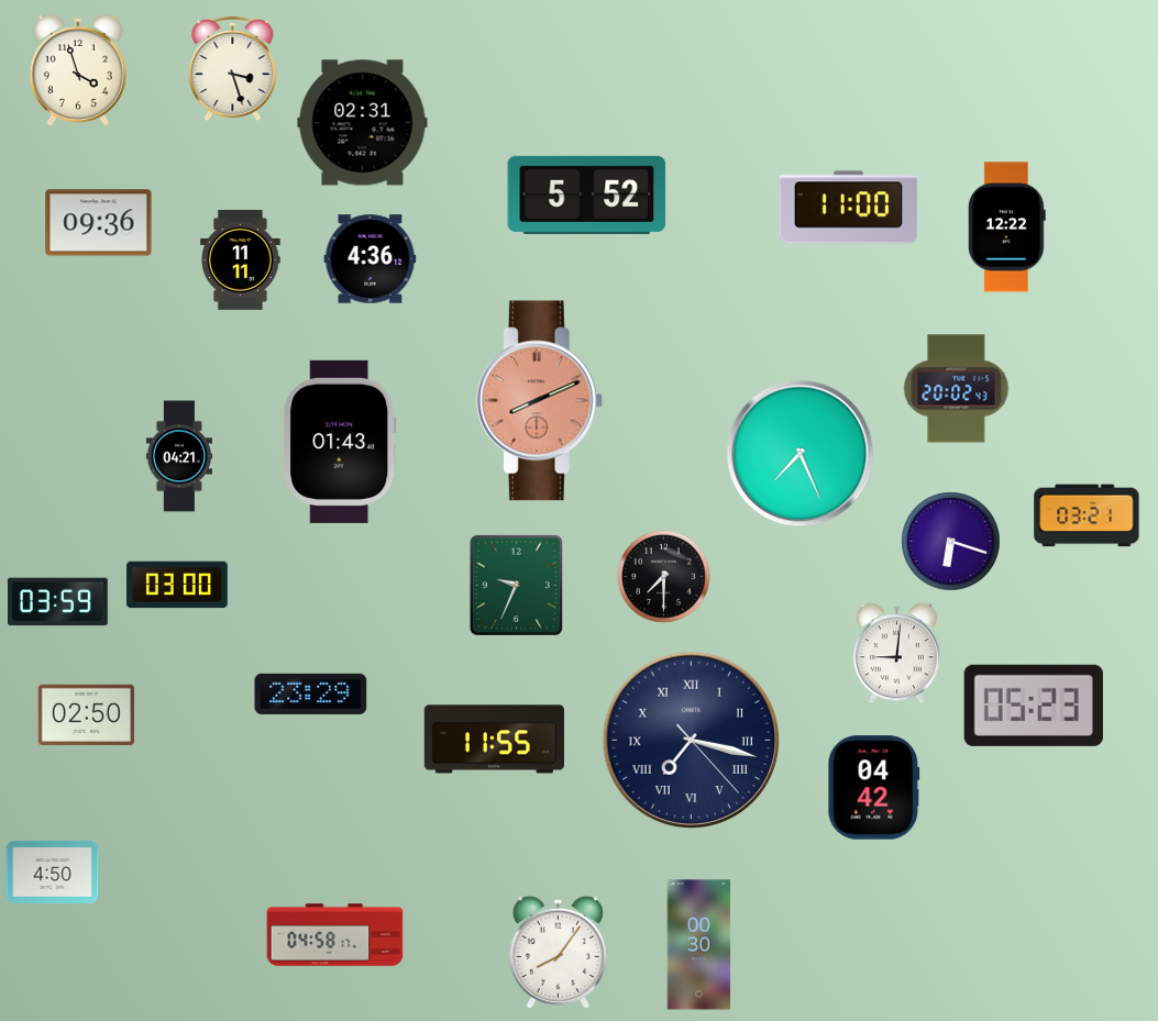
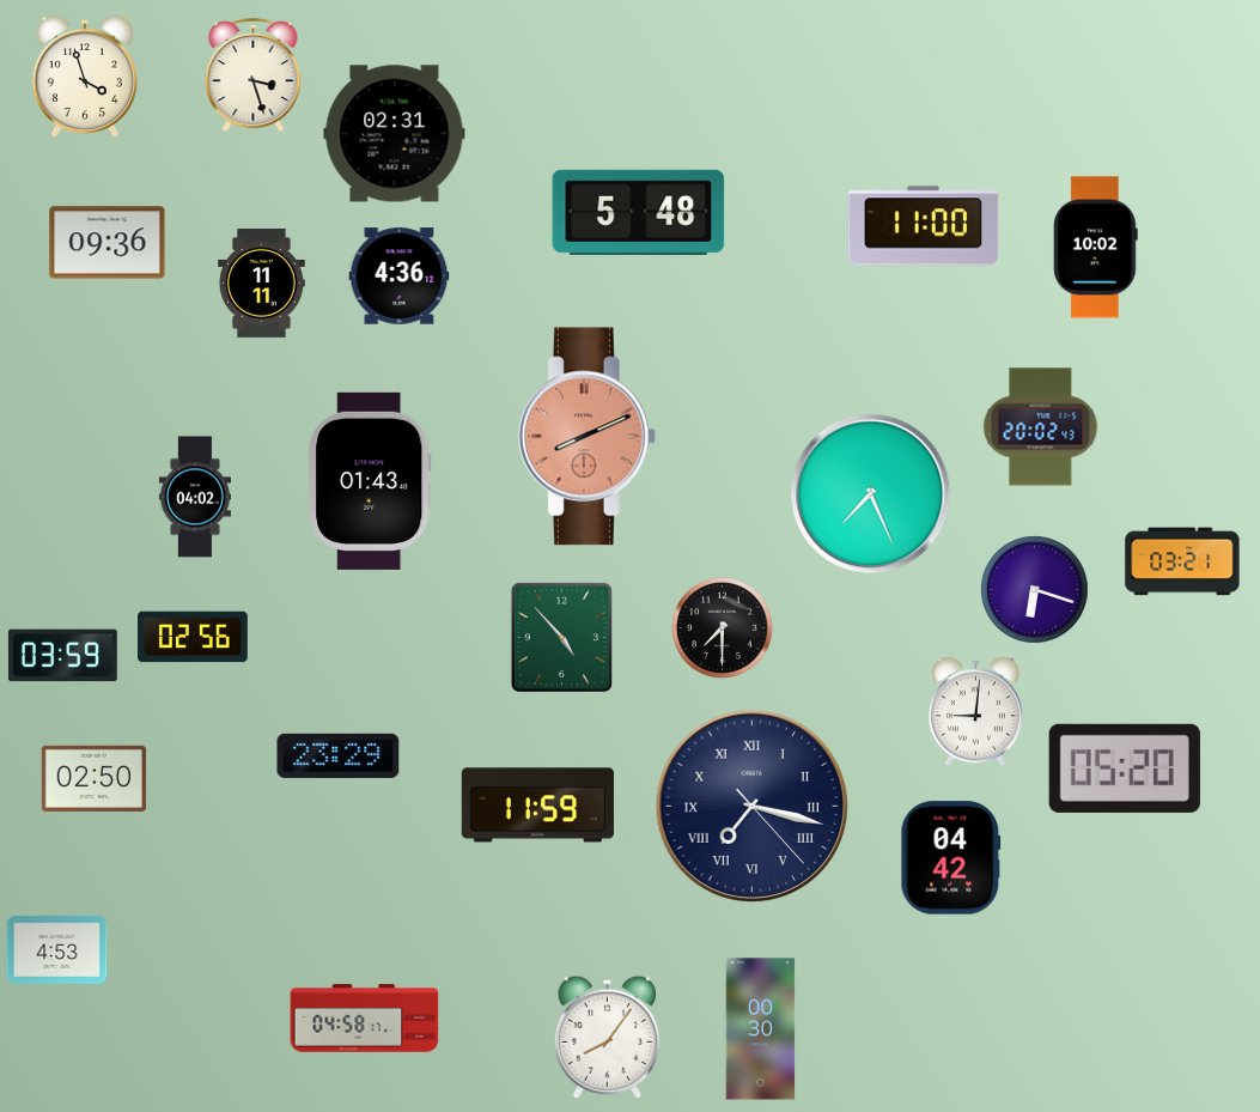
clock at (587, 195): 5:52 -> 5:48
clock at (1006, 227): 12:22 -> 10:02
clock at (371, 259) position: (371, 259) -> (400, 277)
clock at (957, 389) position: (957, 389) -> (1041, 427)
clock at (179, 456): 04:21 -> 04:02
clock at (177, 585): 03:00 -> 02:56
clock at (516, 585): 9:34 -> 4:53
clock at (1034, 706): 05:23 -> 05:20
clock at (494, 740): 11:55 -> 11:59
clock at (53, 872): 4:50 -> 4:53
